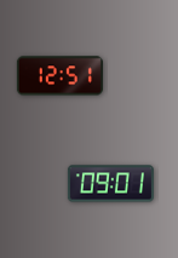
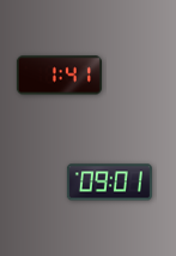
clock at (59, 76): 12:51 -> 1:41
